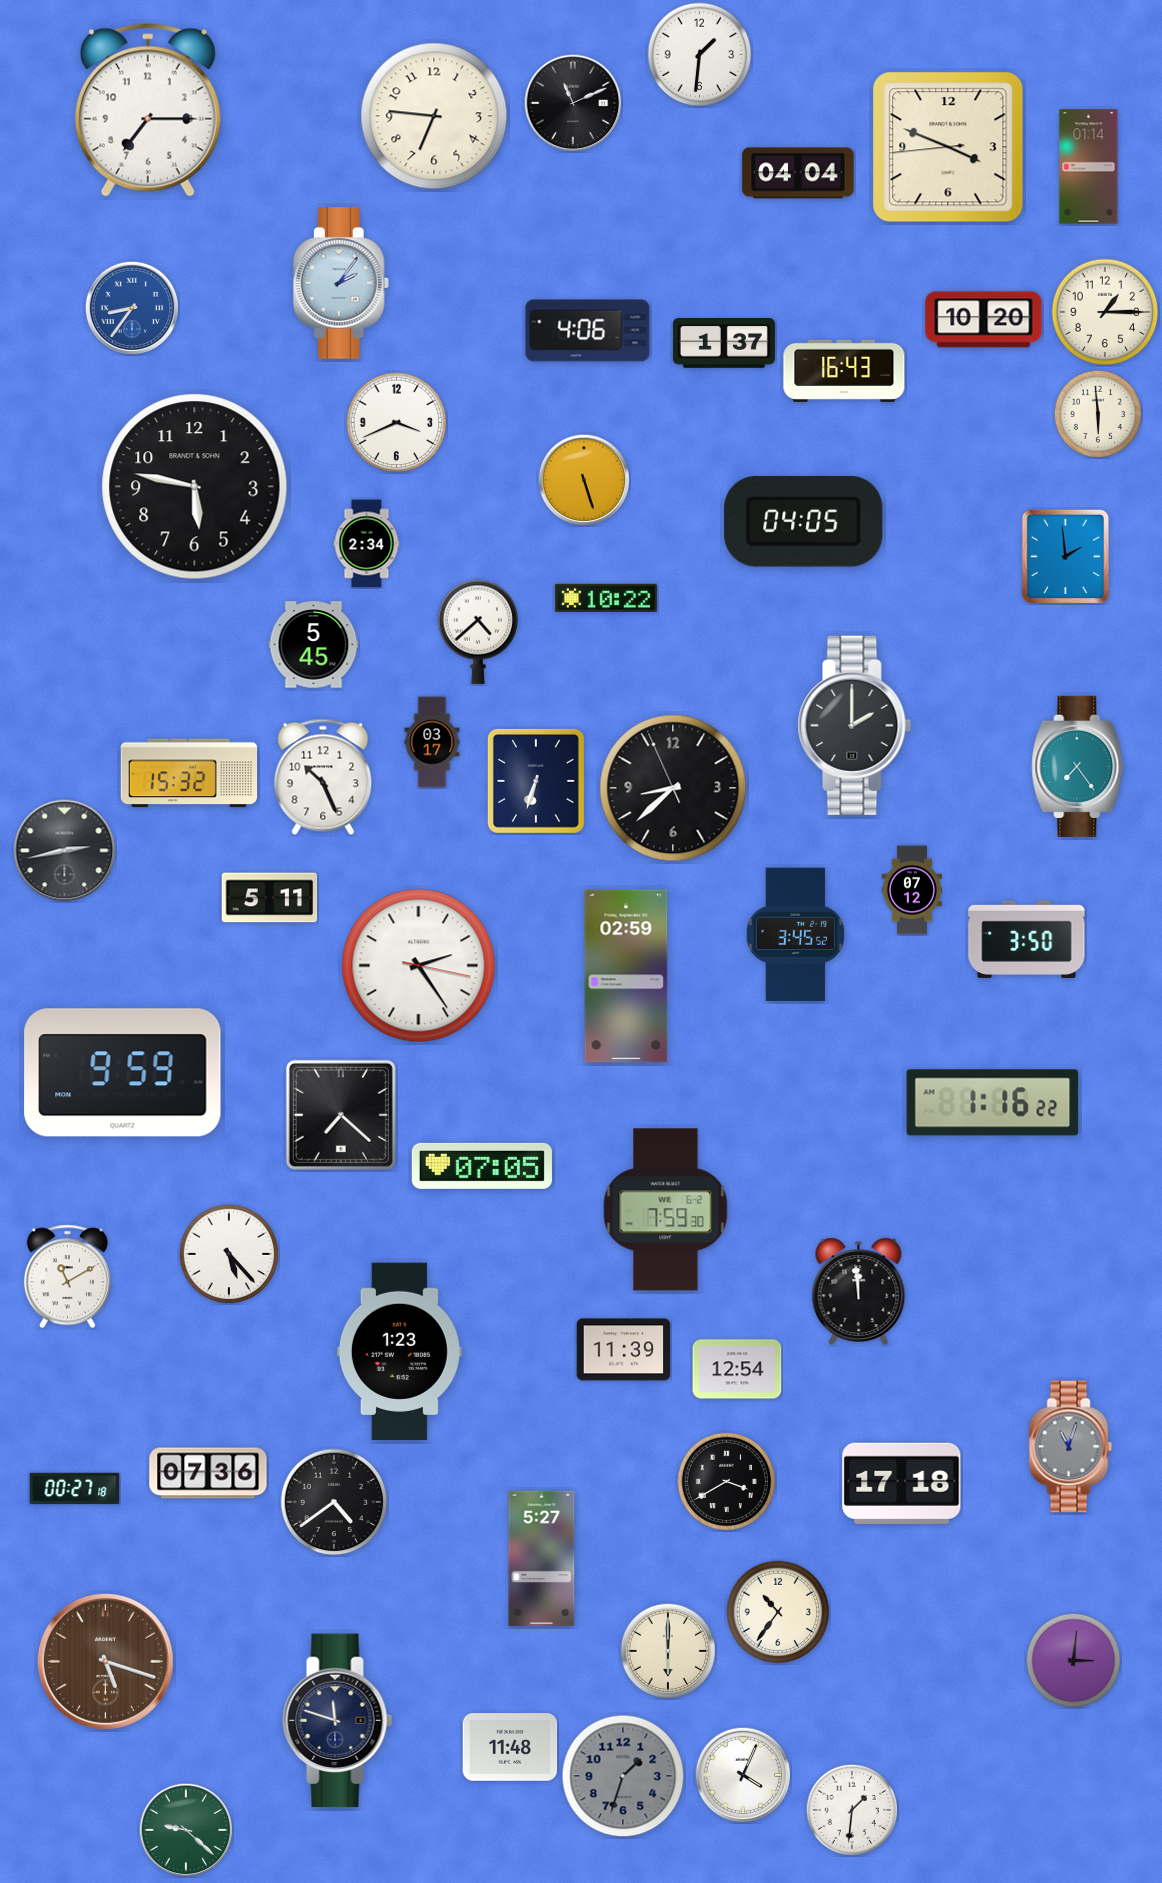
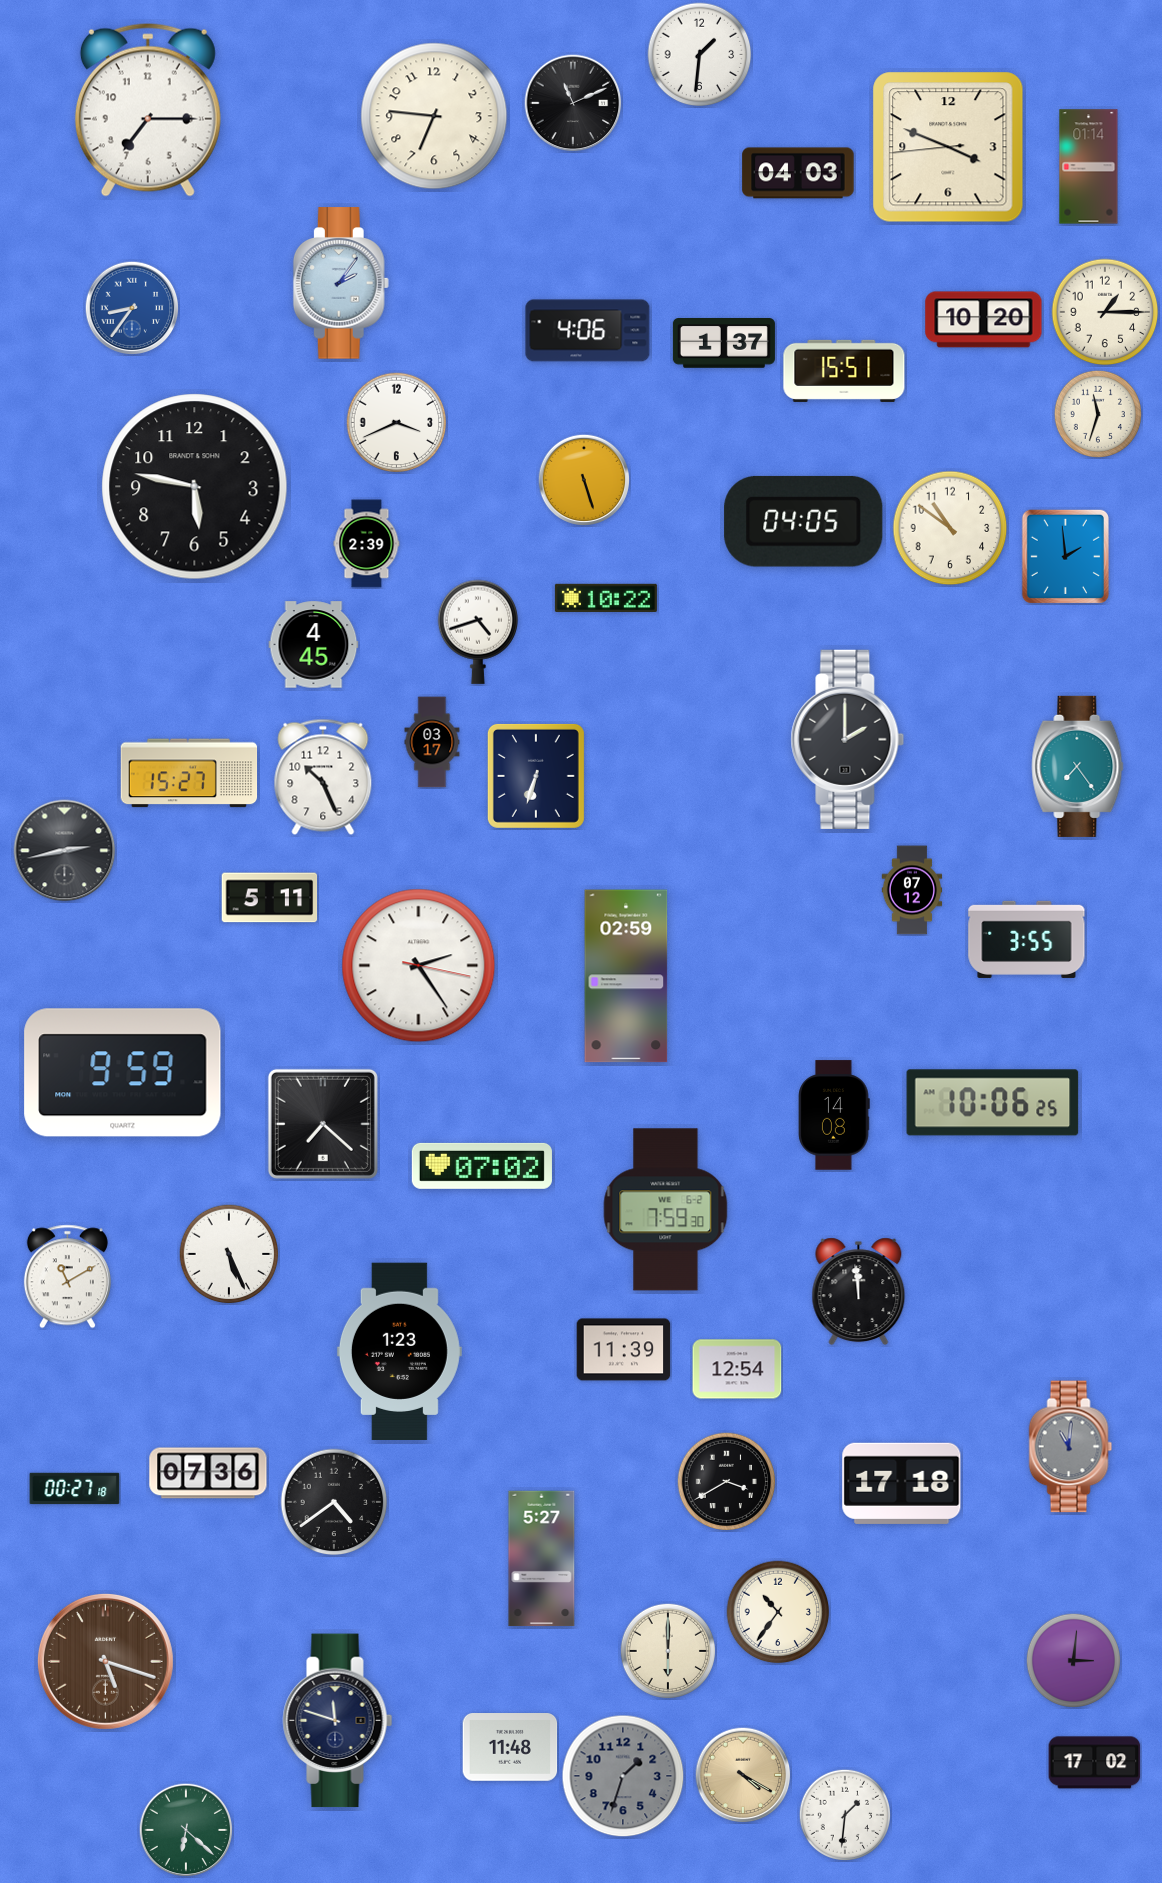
clock at (798, 173): 04:04 -> 04:03
clock at (844, 371): 16:43 -> 15:51
clock at (1098, 414): 5:59 -> 11:33
clock at (950, 528): none -> 10:51
clock at (367, 544): 2:34 -> 2:39
clock at (478, 632): 4:38 -> 4:42
clock at (314, 645): 5:45 -> 4:45
clock at (855, 725) position: (855, 725) -> (848, 739)
clock at (189, 773): 15:32 -> 15:27
clock at (536, 781) position: (536, 781) -> (536, 776)
clock at (673, 788): 8:37 -> none
clock at (795, 935): 3:45 -> none
clock at (1027, 939): 3:50 -> 3:55
clock at (993, 1103): 1:16 -> 10:06
clock at (341, 1115) position: (341, 1115) -> (323, 1124)
clock at (834, 1115): none -> 14:08
clock at (482, 1166): 07:05 -> 07:02
clock at (229, 1254): 5:23 -> 5:26
clock at (1071, 1447): 11:03 -> 11:01
clock at (1095, 1763): none -> 17:02
clock at (743, 1775): 4:04 -> 4:20
clock at (743, 1775) dial: white -> champagne
clock at (851, 1809) position: (851, 1809) -> (844, 1814)
clock at (186, 1830): 9:22 -> 6:22
